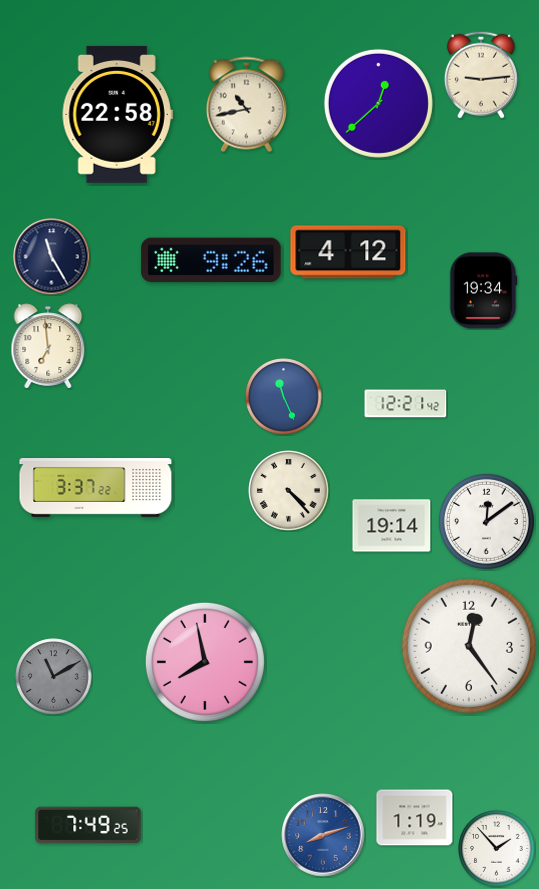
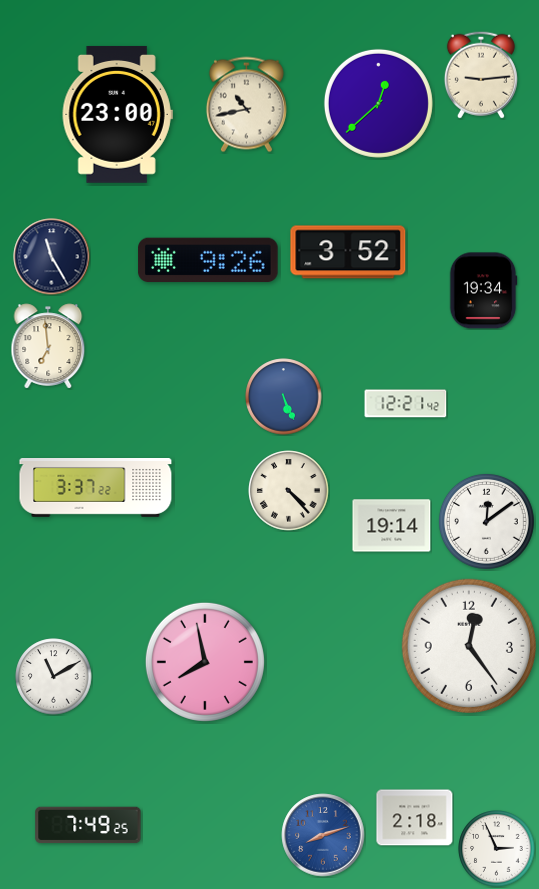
clock at (117, 115): 22:58 -> 23:00
clock at (348, 252): 4:12 -> 3:52
clock at (211, 260) position: (211, 260) -> (208, 260)
clock at (284, 397): 11:26 -> 5:26
clock at (54, 677) dial: grey -> white
clock at (415, 818): 1:19 -> 2:18
clock at (497, 849): 1:53 -> 2:56
